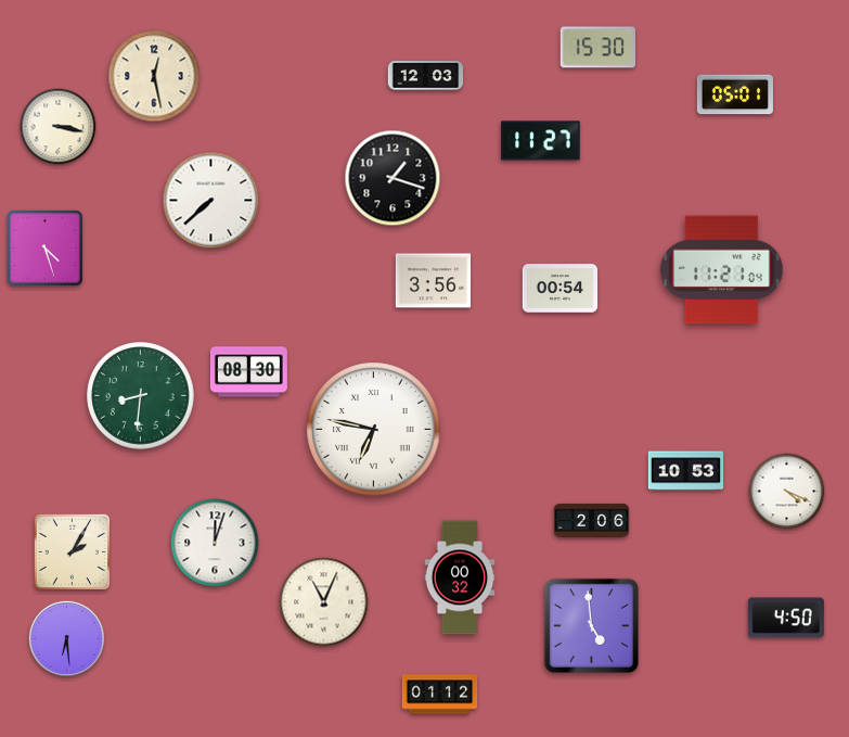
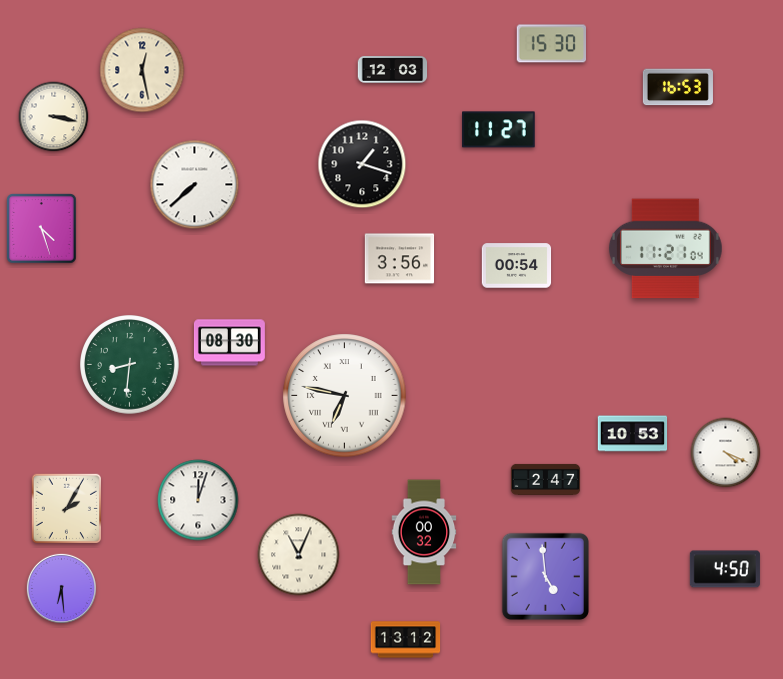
clock at (735, 94): 05:01 -> 16:53
clock at (592, 520): 2:06 -> 2:47
clock at (440, 695): 01:12 -> 13:12
